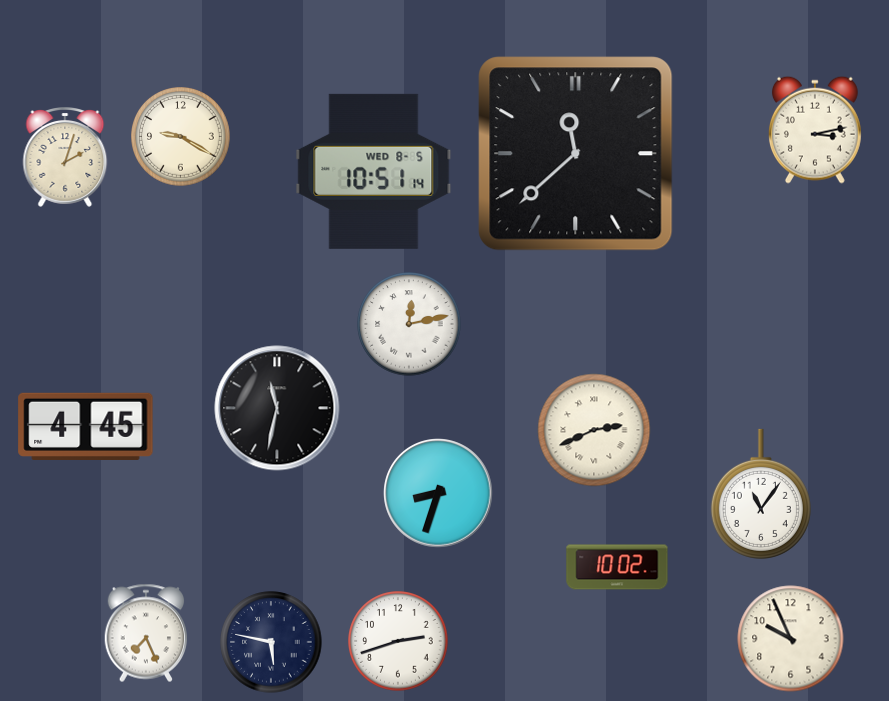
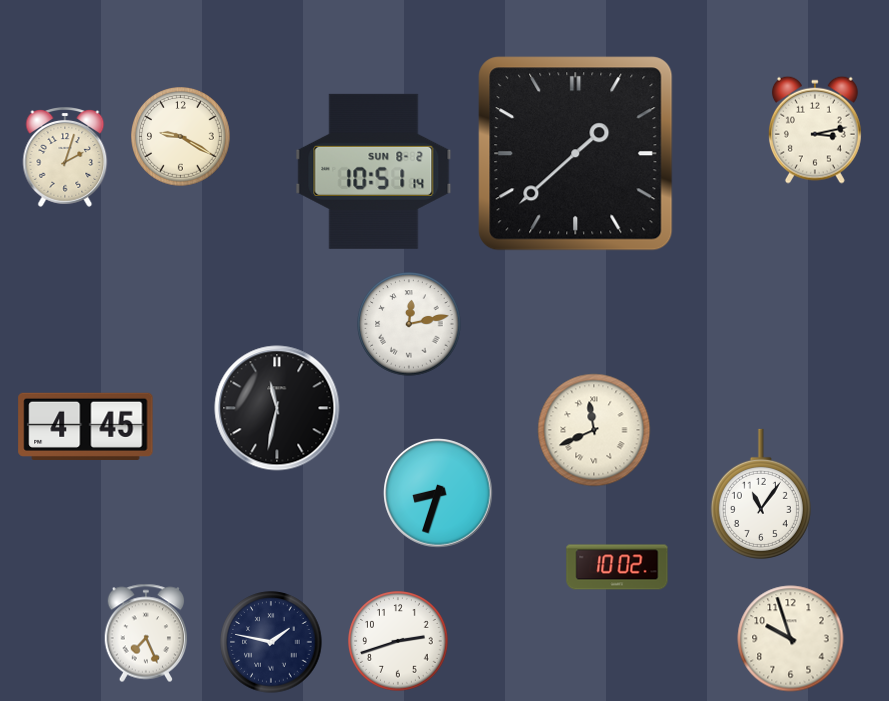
clock at (576, 154): 11:38 -> 1:38
clock at (374, 171) date: WED 8-5 -> SUN 8-2
clock at (594, 430): 2:41 -> 11:41
clock at (791, 639): 9:56 -> 9:57
clock at (271, 642): 5:47 -> 1:47
